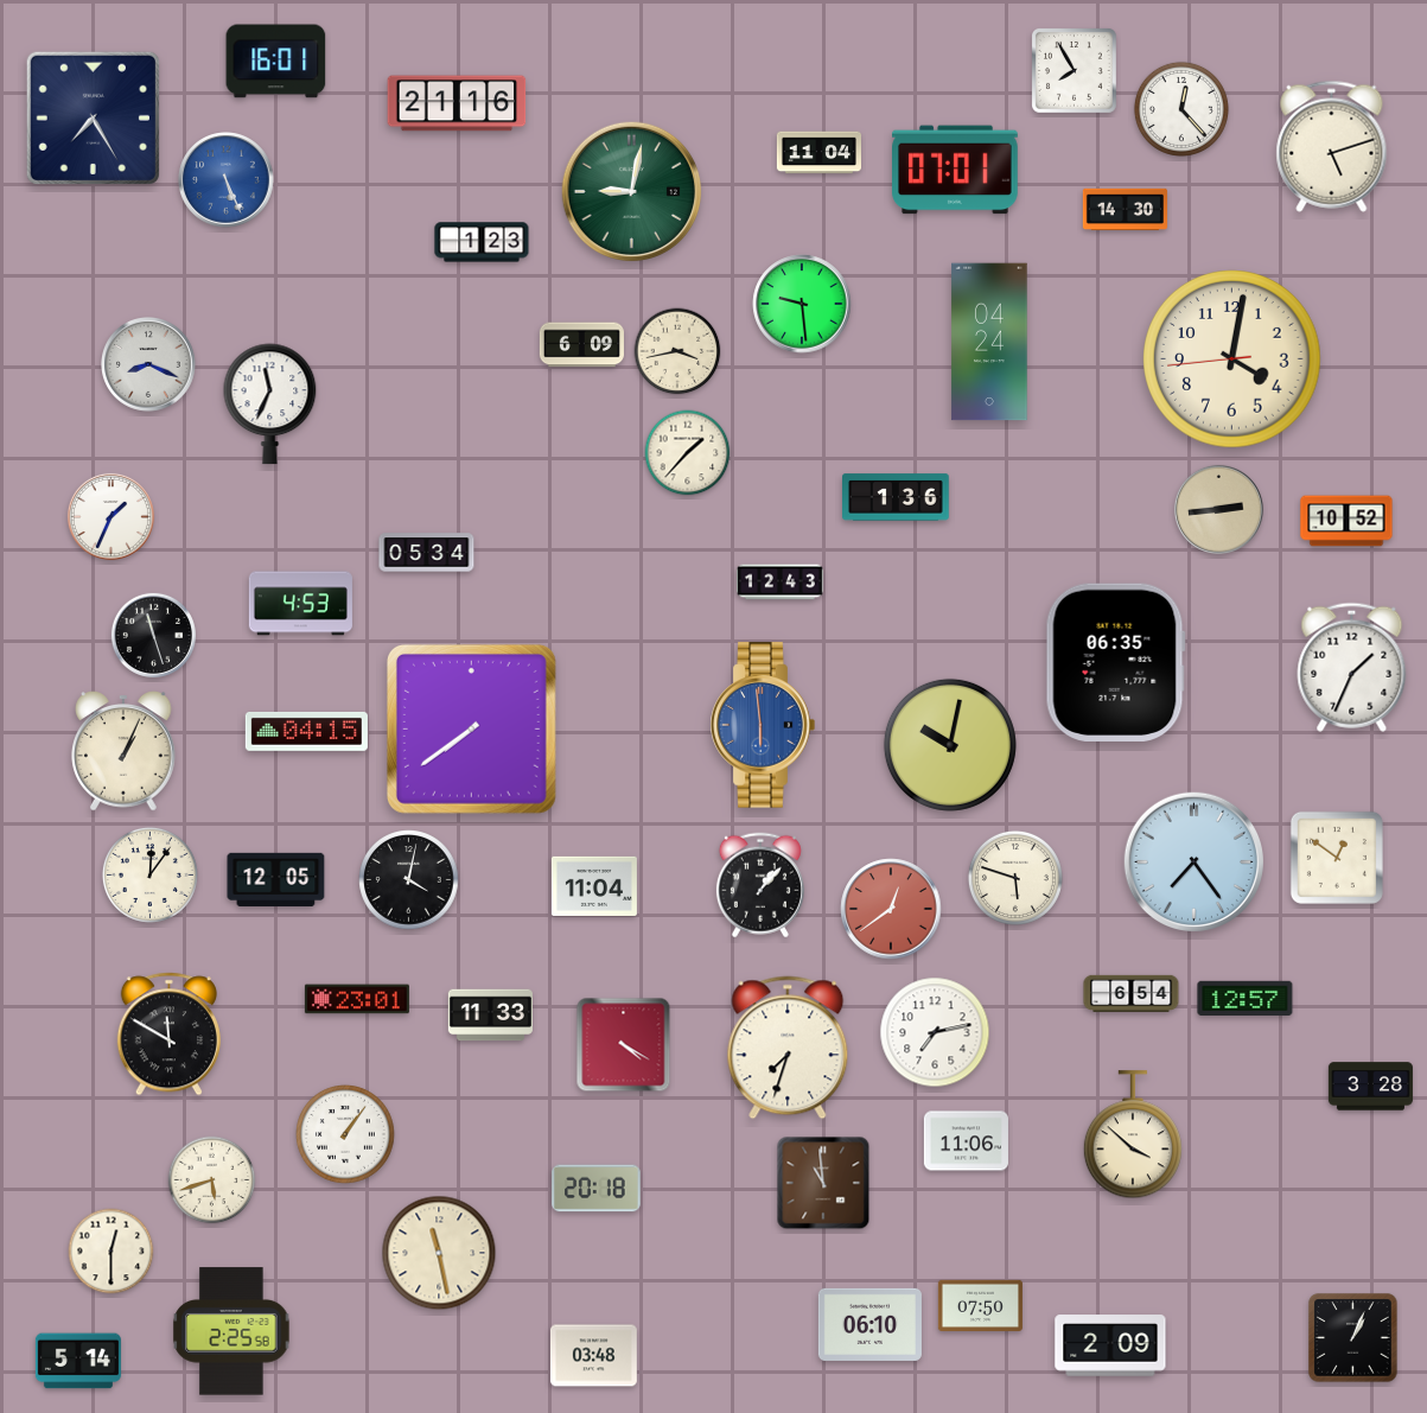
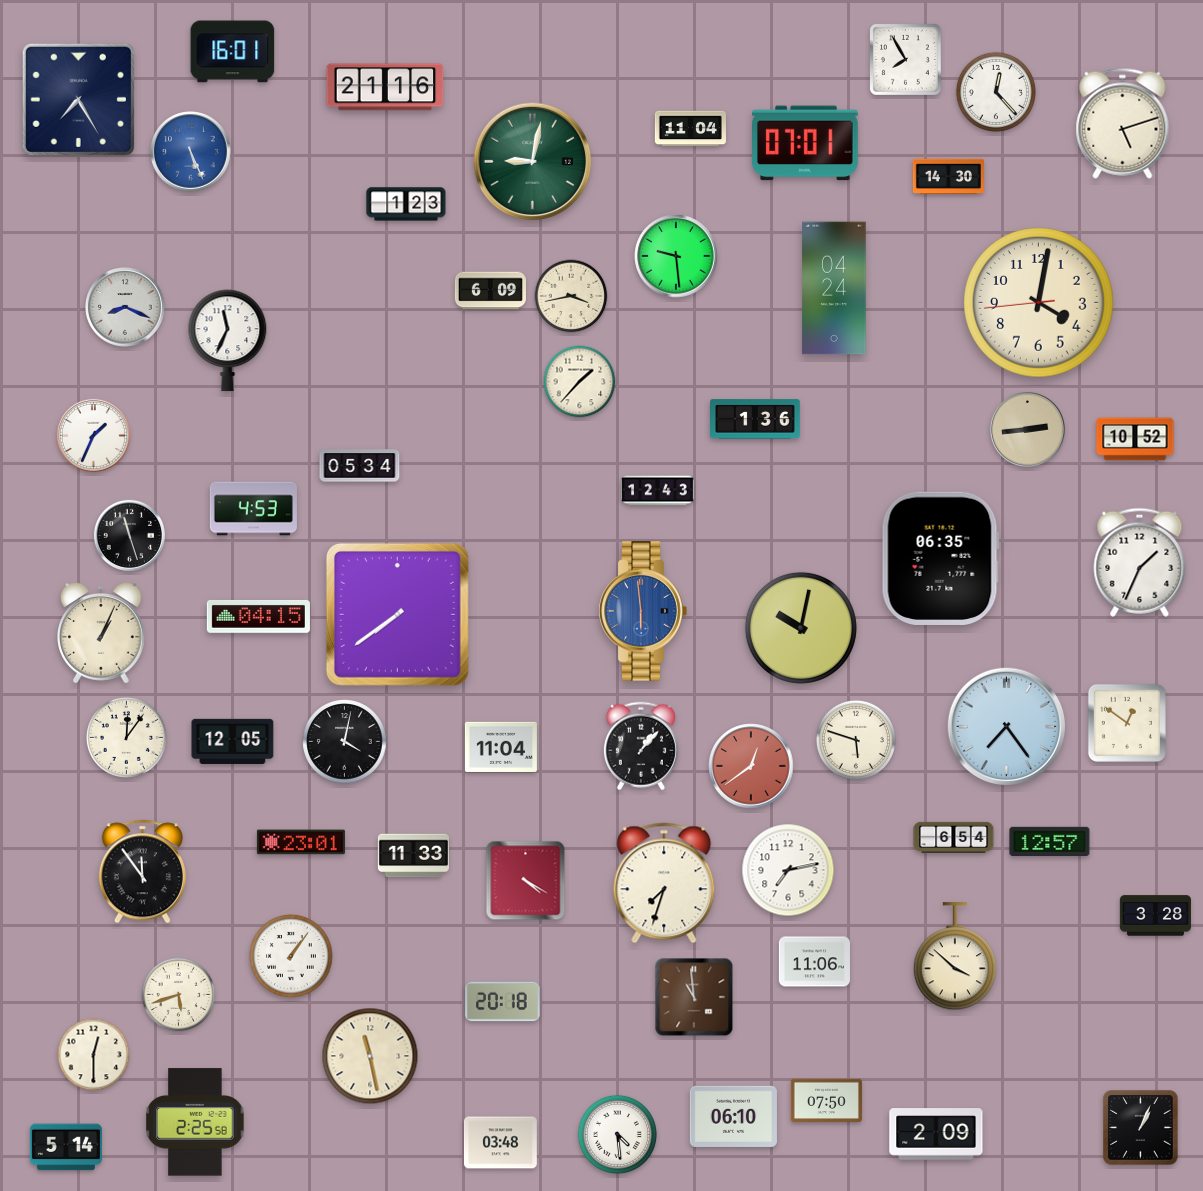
clock at (123, 751) position: (123, 751) -> (101, 633)
clock at (168, 1035): 11:50 -> 11:54
clock at (617, 1134): none -> 4:29
